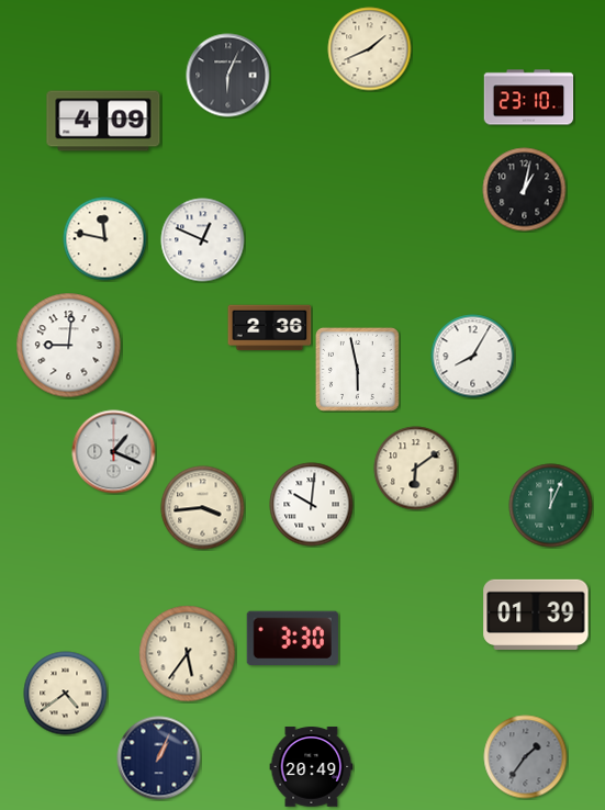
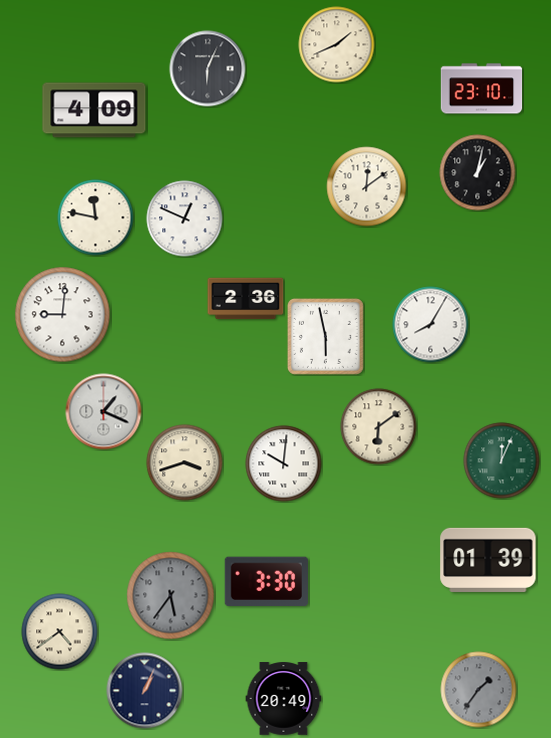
clock at (367, 187): none -> 12:09
clock at (312, 505) position: (312, 505) -> (284, 464)
clock at (203, 508): 3:44 -> 3:42
clock at (188, 654) dial: cream -> grey
